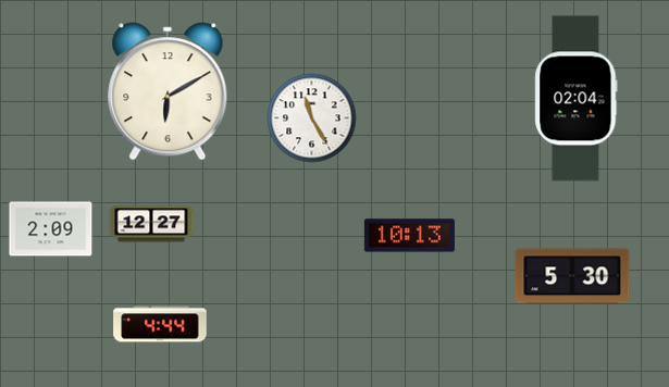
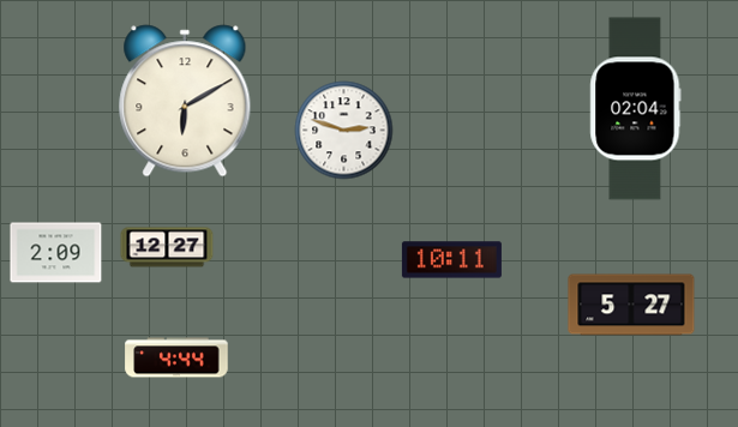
clock at (312, 118): 11:25 -> 2:48
clock at (409, 236): 10:13 -> 10:11
clock at (572, 276): 5:30 -> 5:27
